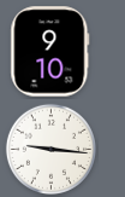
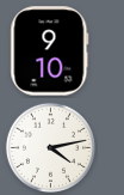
clock at (50, 149): 9:16 -> 4:13
